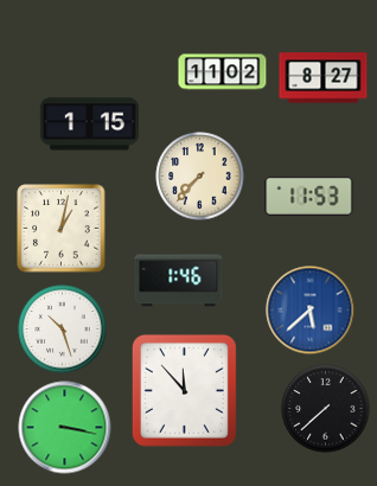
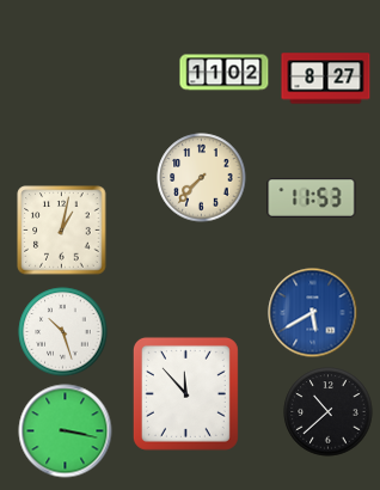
clock at (89, 124): 1:15 -> none
clock at (179, 281): 1:46 -> none
clock at (311, 311): 5:38 -> 5:40
clock at (326, 409): 7:38 -> 10:38
